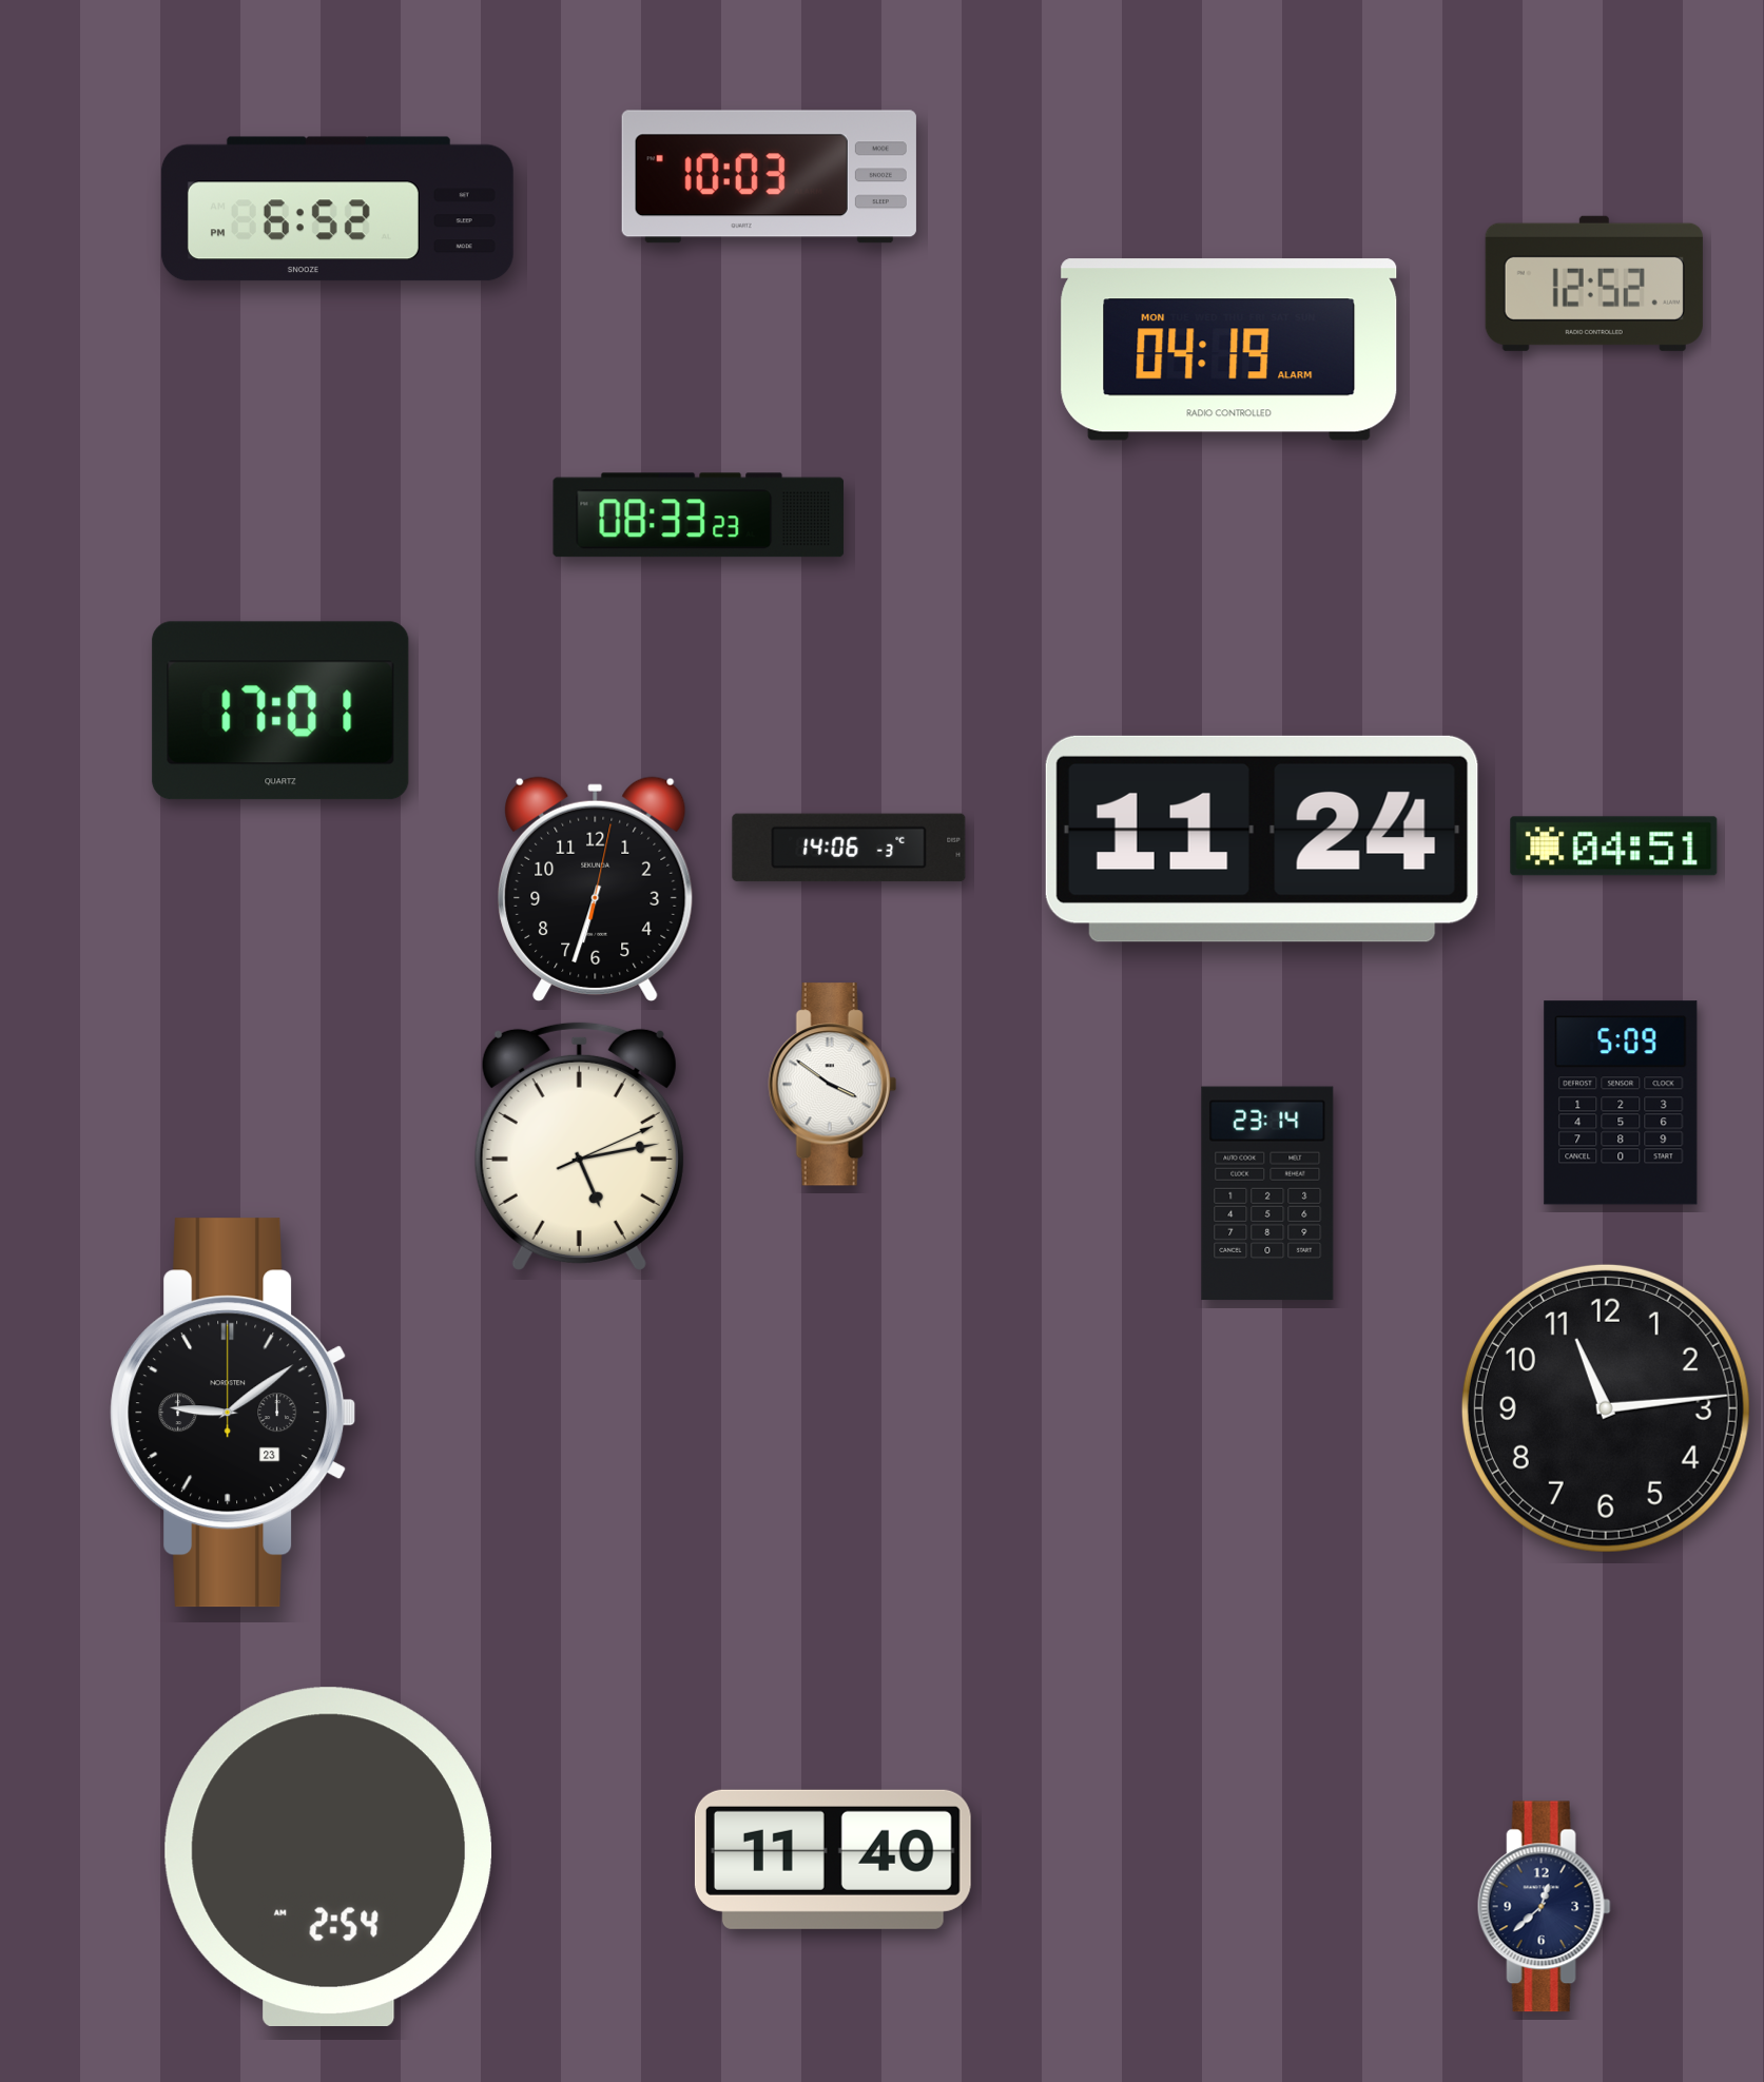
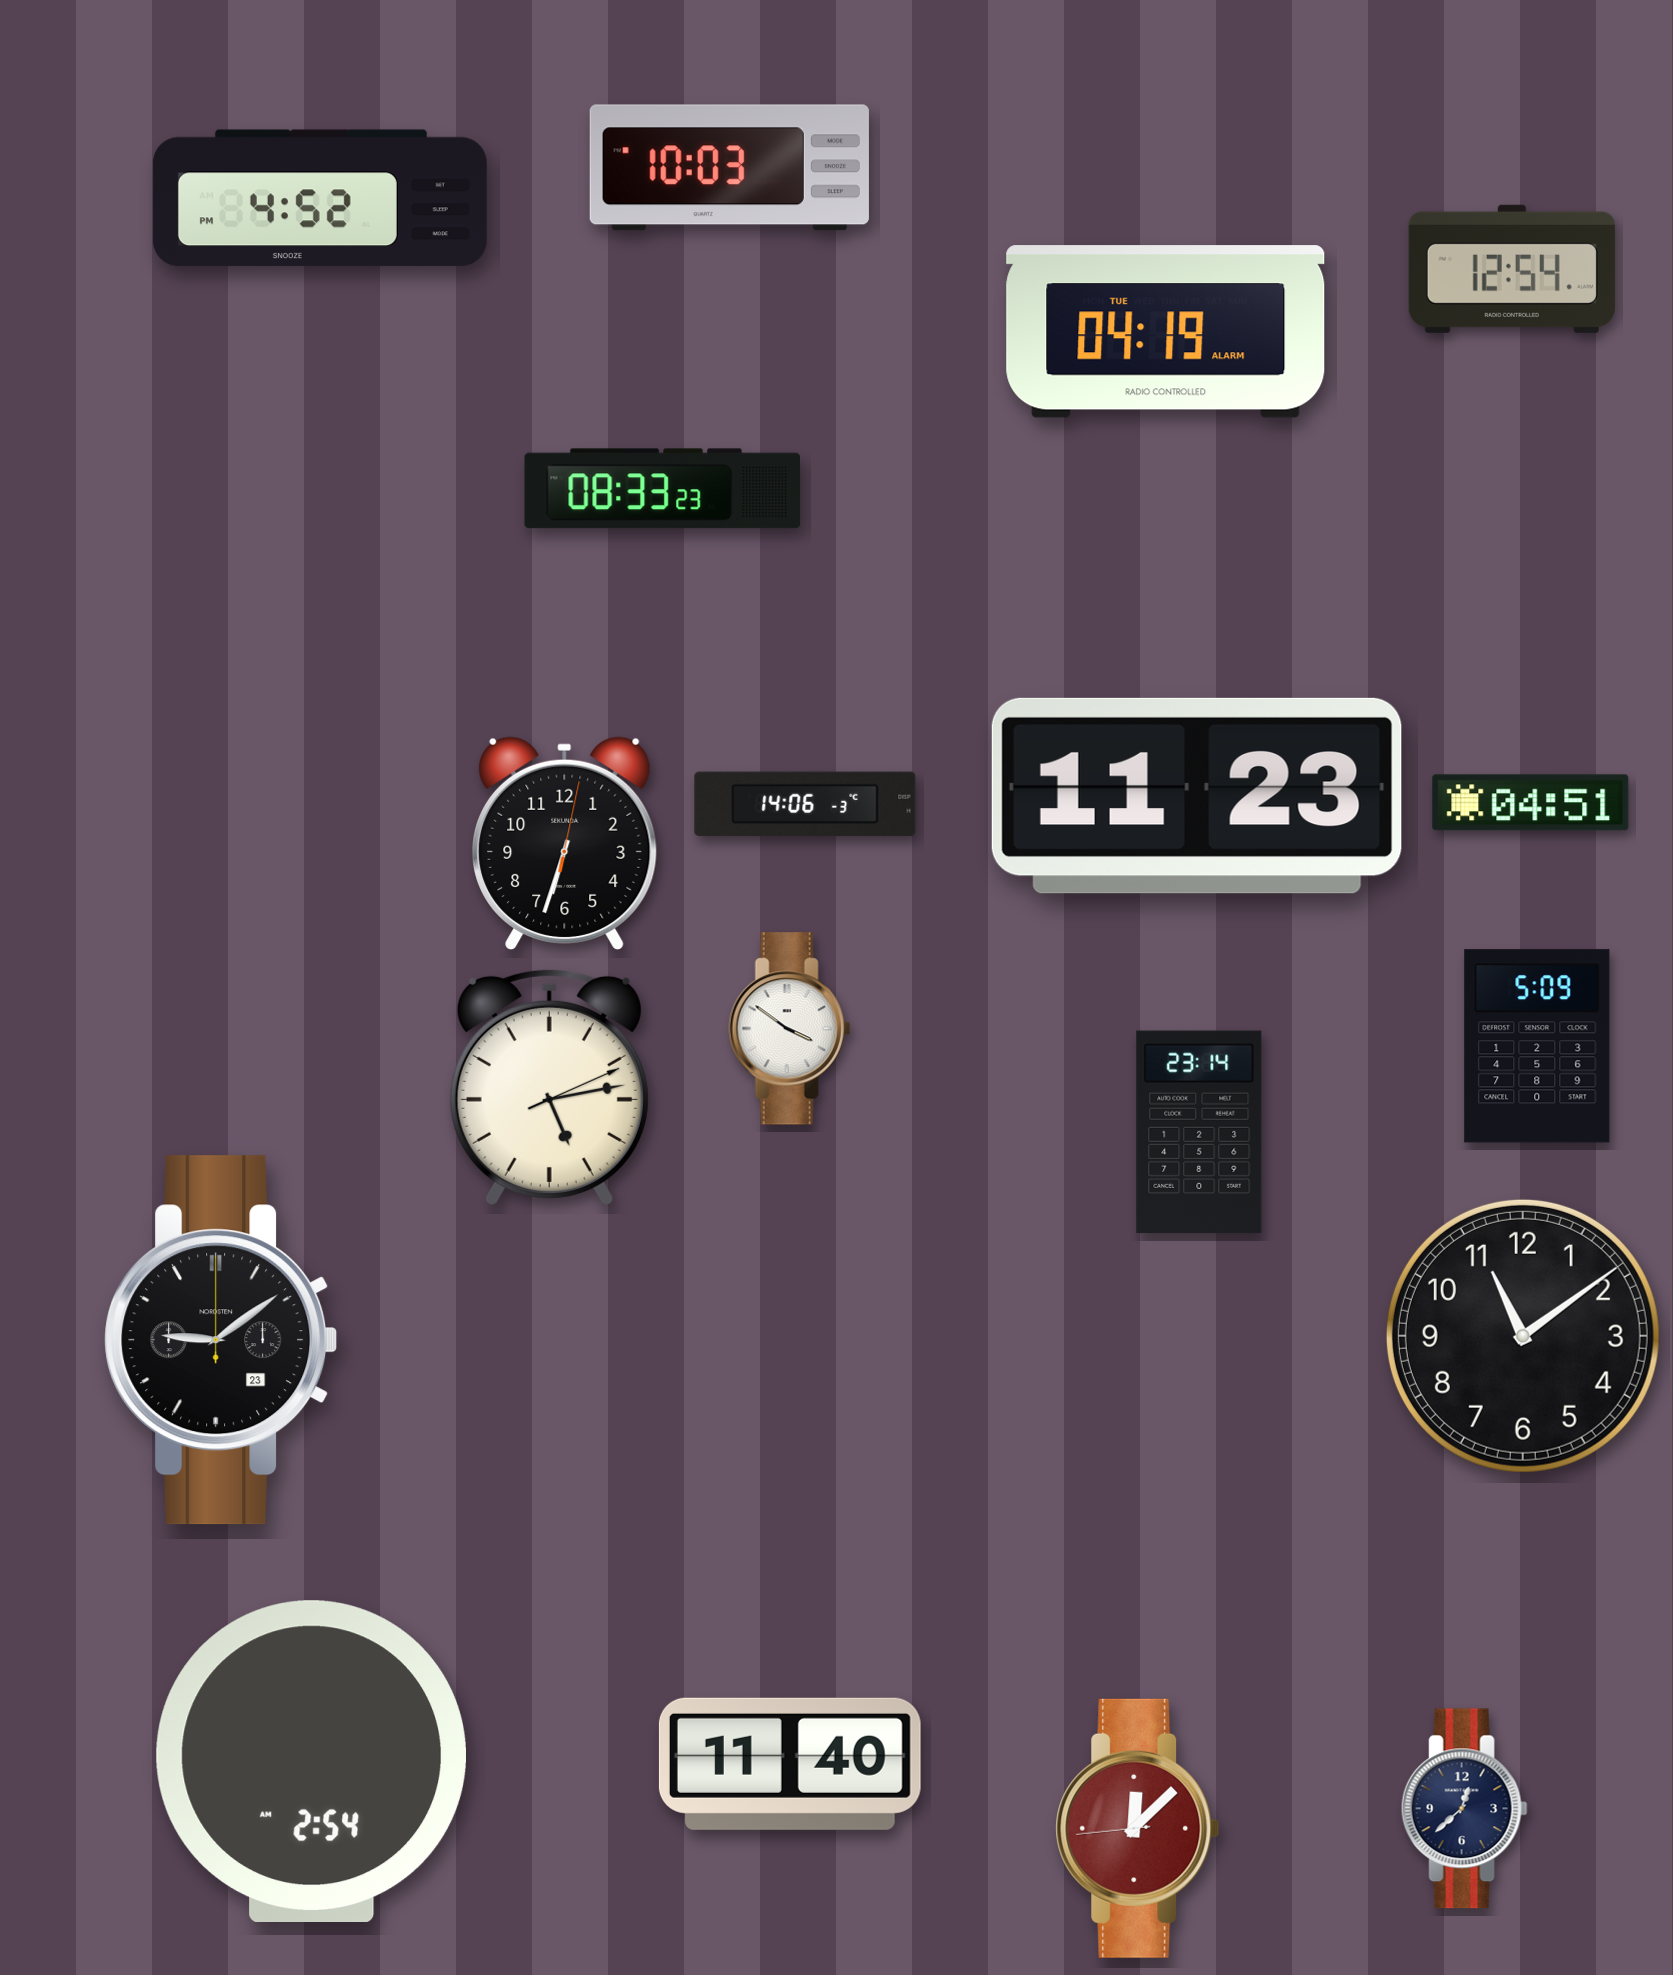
clock at (337, 209): 6:52 -> 4:52
clock at (1594, 284): 12:52 -> 12:54
clock at (1229, 350) date: MON -> TUE
clock at (280, 711): 17:01 -> none
clock at (1262, 839): 11:24 -> 11:23
clock at (1267, 1193) position: (1267, 1193) -> (1199, 1132)
clock at (1606, 1408): 11:14 -> 11:09
clock at (1138, 1828): none -> 12:07
